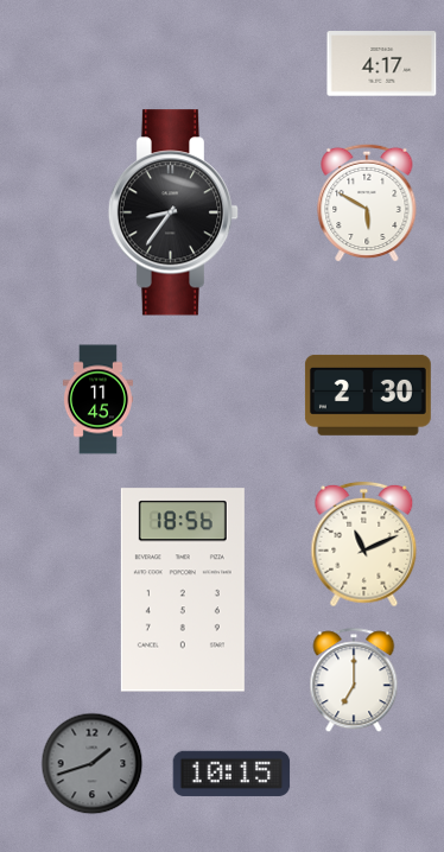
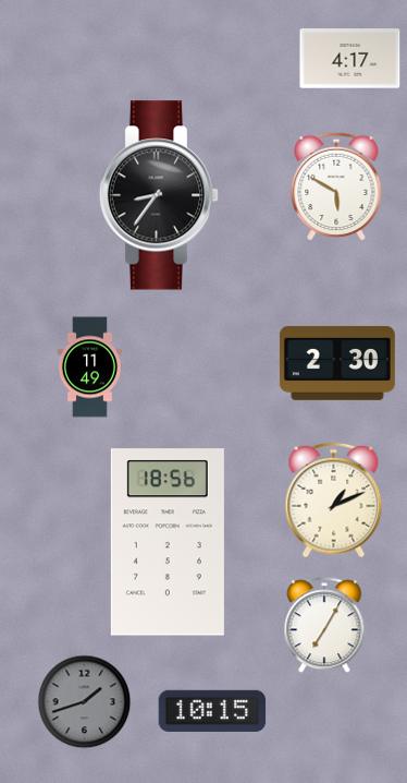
clock at (97, 400): 11:45 -> 11:49
clock at (364, 545): 11:11 -> 1:11
clock at (354, 681): 7:00 -> 7:05
